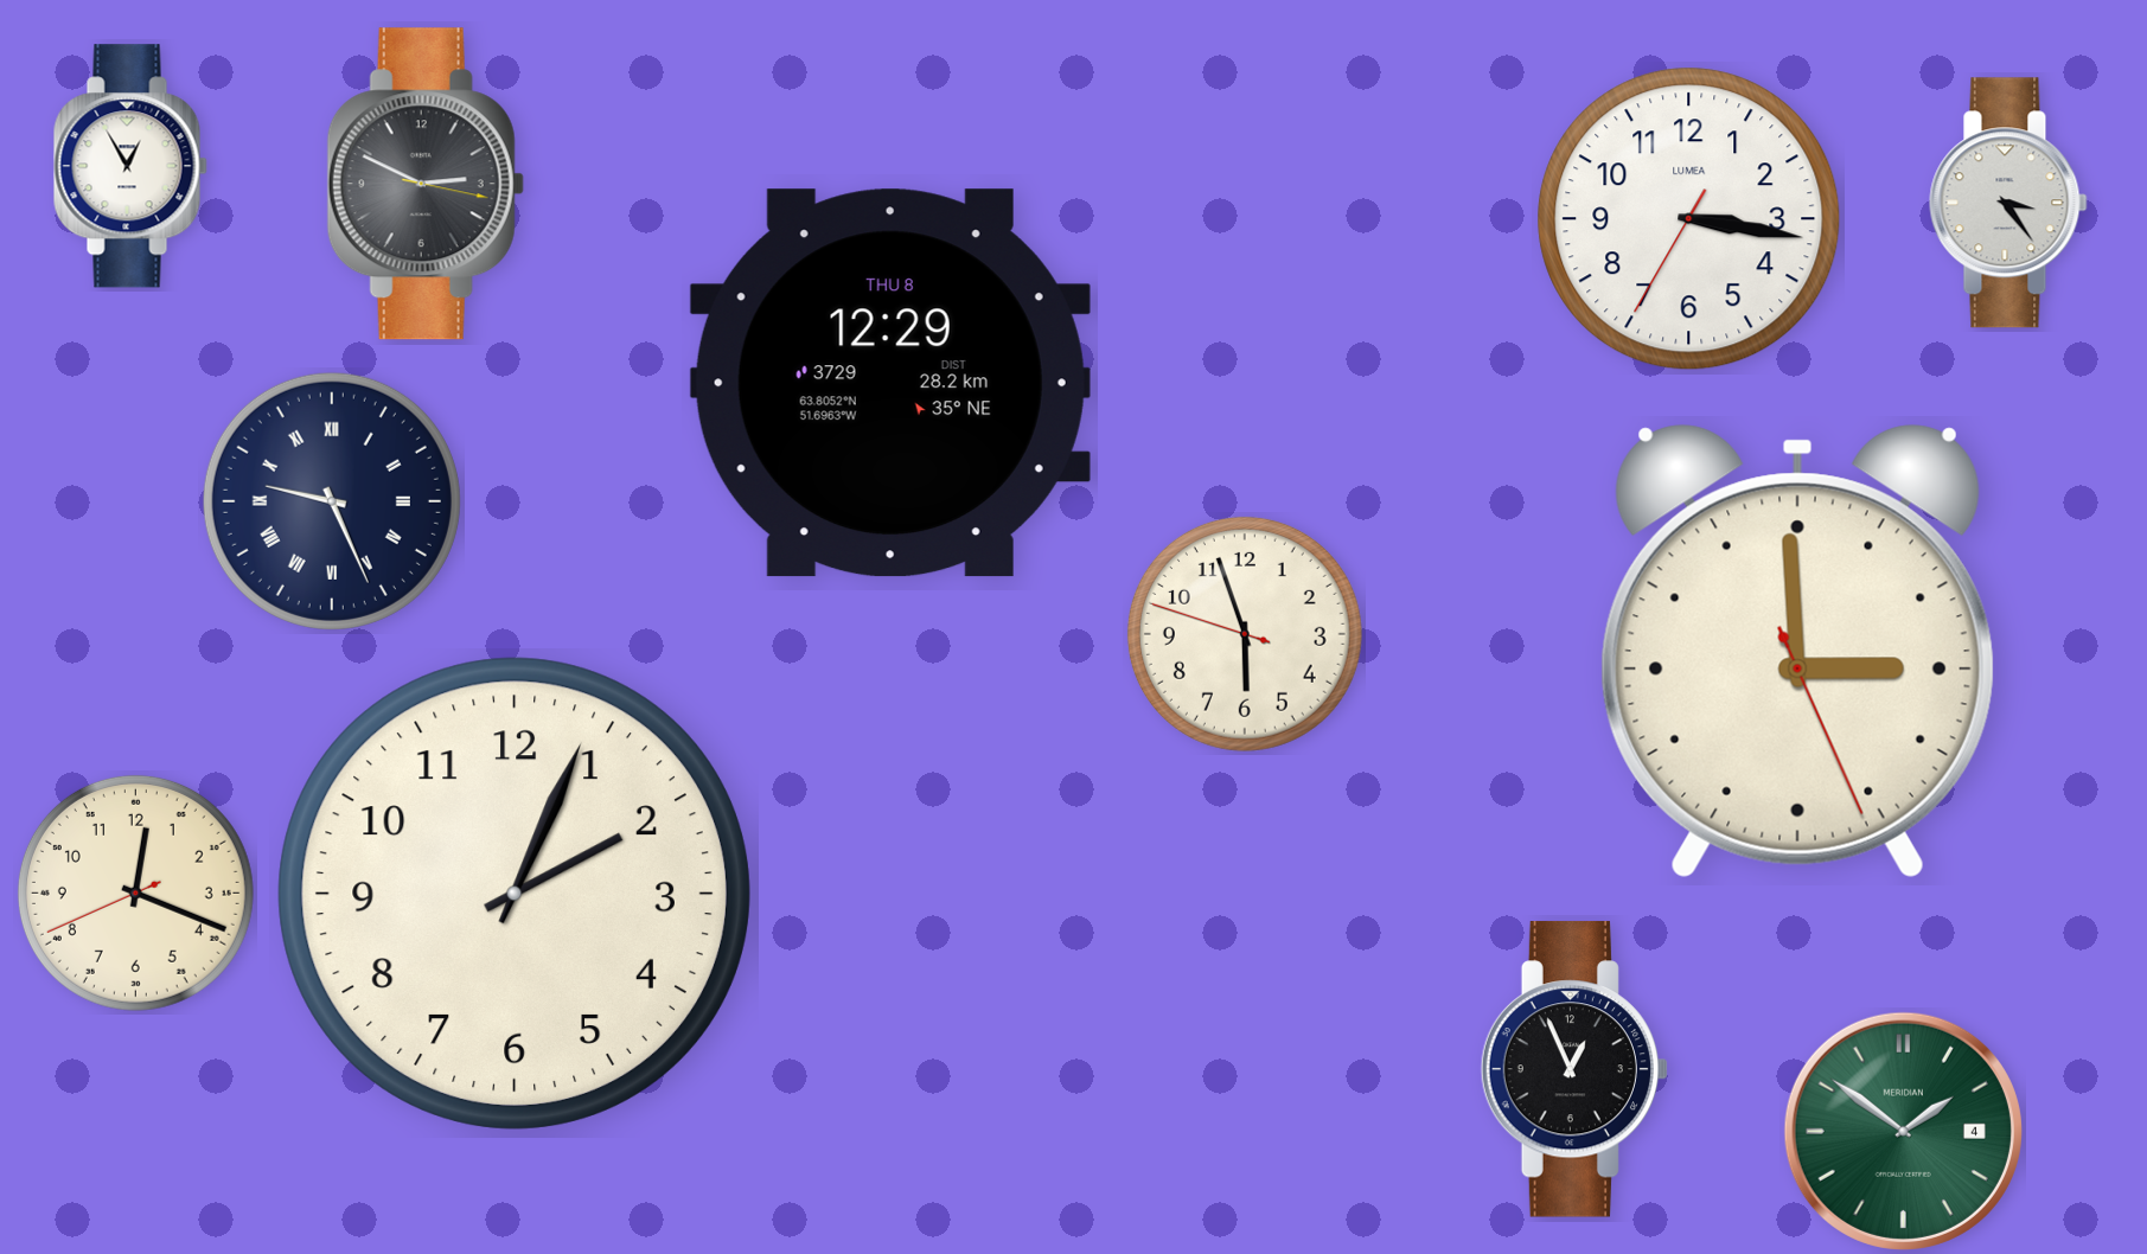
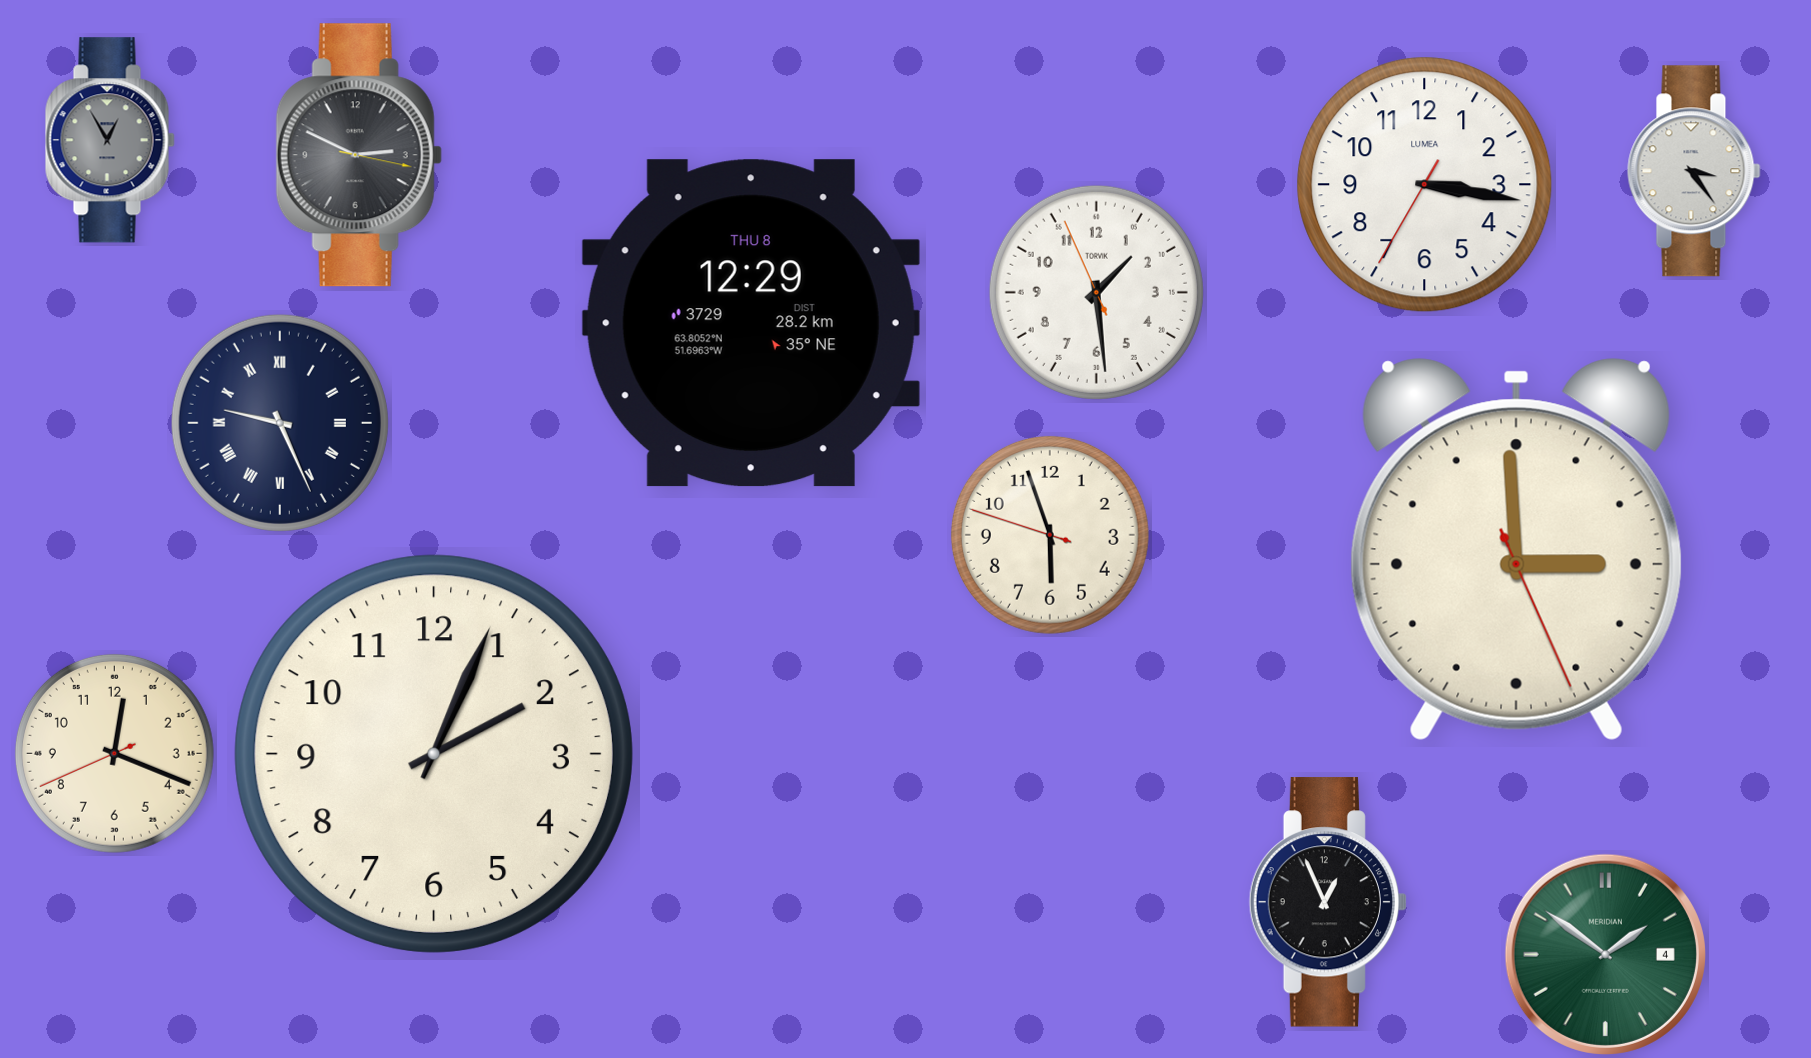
clock at (130, 166) dial: white -> grey
clock at (1096, 292): none -> 1:28
